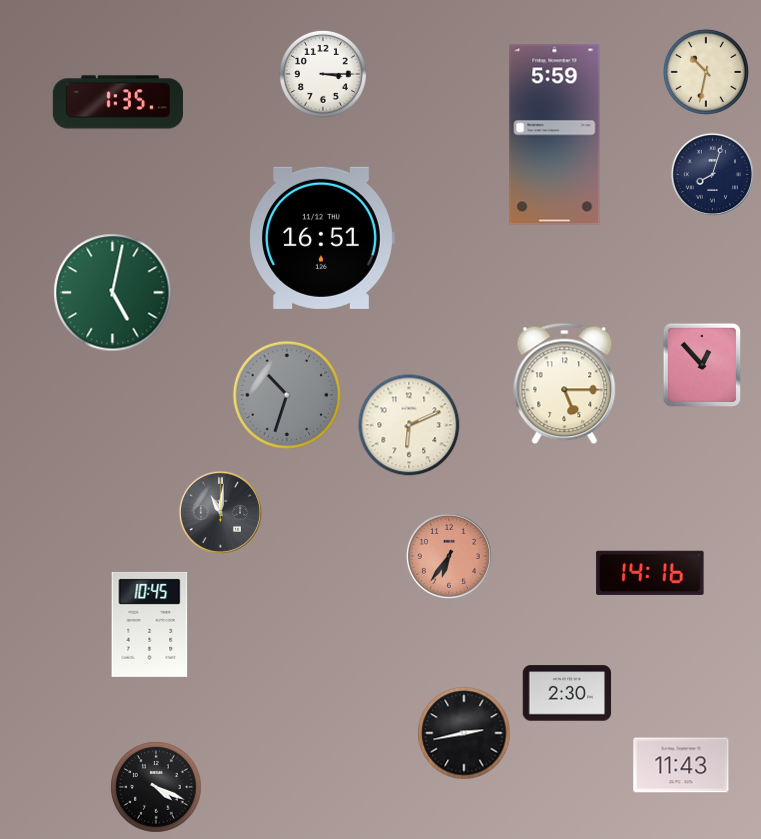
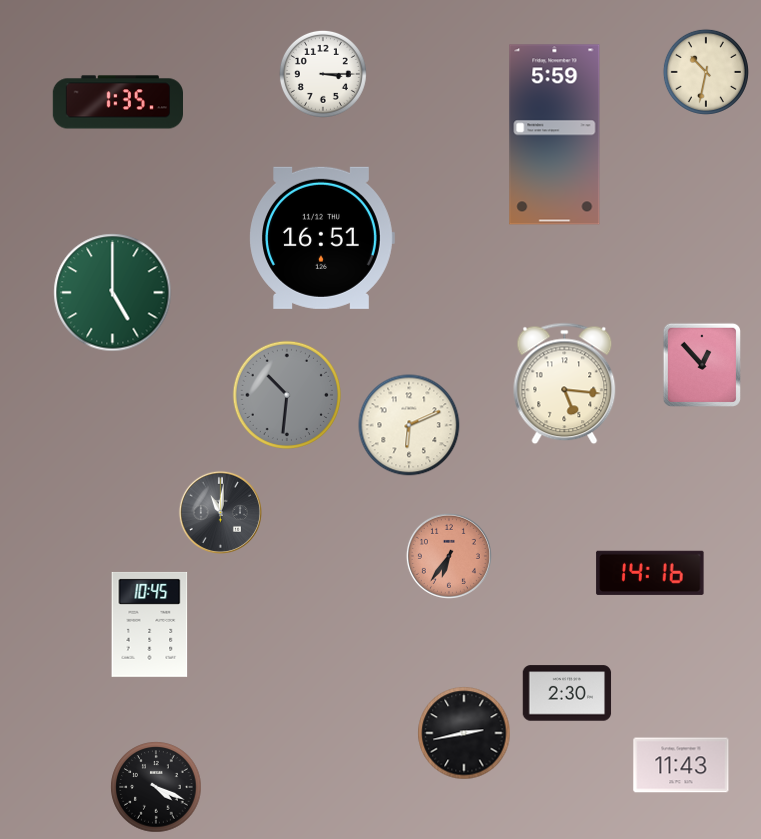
clock at (712, 174): 8:03 -> none
clock at (113, 293): 5:02 -> 5:00
clock at (565, 384): 5:15 -> 5:16
clock at (287, 395): 10:33 -> 10:31
